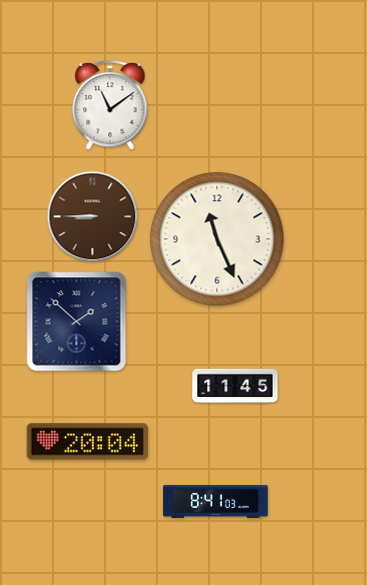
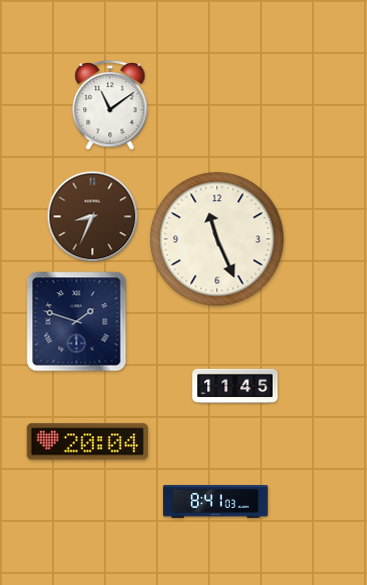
clock at (93, 217): 8:45 -> 8:34
clock at (77, 322): 1:52 -> 1:48
